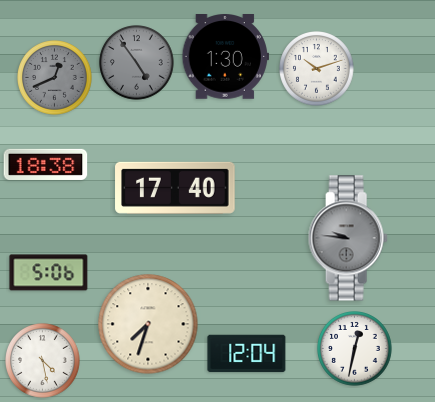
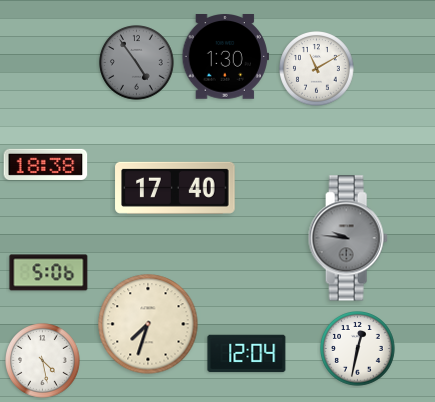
clock at (317, 69): 10:12 -> 11:10
clock at (55, 78): 12:41 -> none
clock at (355, 349) position: (355, 349) -> (358, 349)
